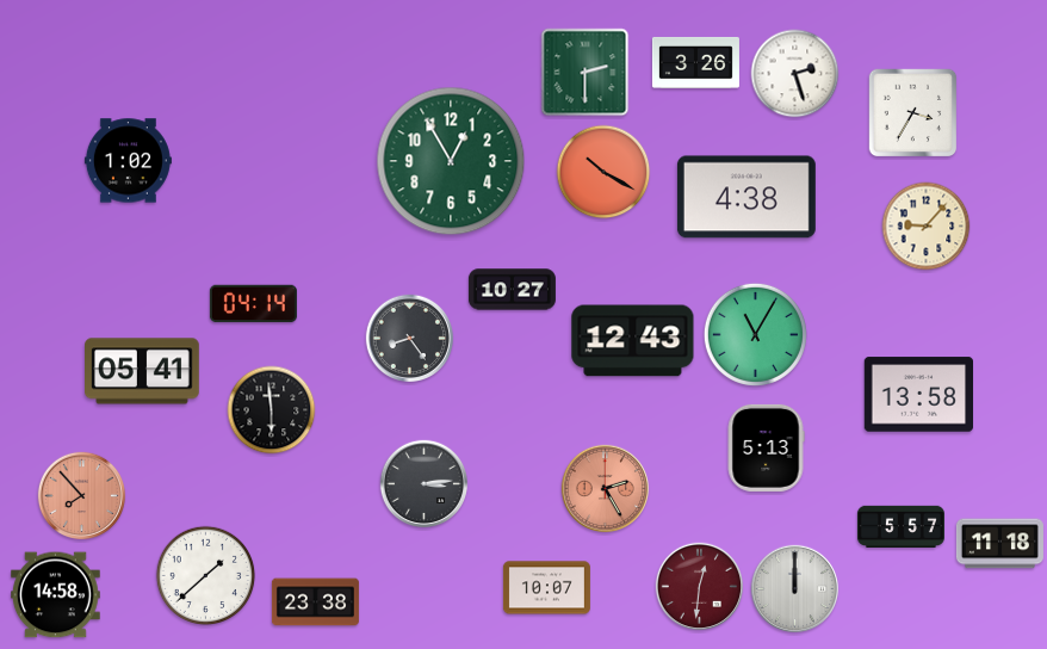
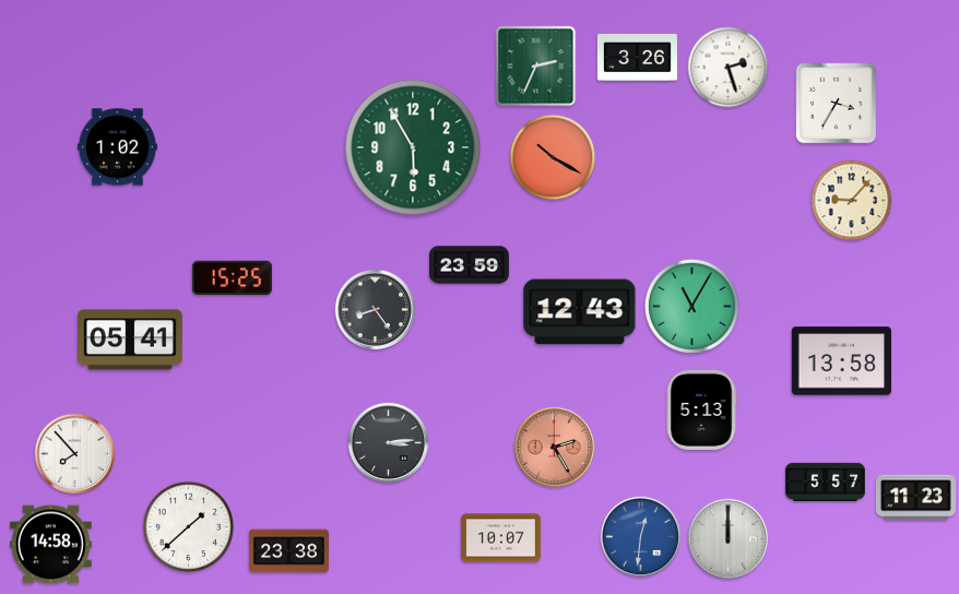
clock at (586, 73): 2:30 -> 2:34
clock at (451, 161): 12:55 -> 5:55
clock at (746, 197): 4:38 -> none
clock at (927, 227) position: (927, 227) -> (852, 201)
clock at (512, 290): 10:27 -> 23:59
clock at (253, 304): 04:14 -> 15:25
clock at (272, 410): 5:59 -> none
clock at (81, 495) dial: salmon -> white
clock at (999, 544): 11:18 -> 11:23
clock at (699, 586) dial: burgundy -> blue
